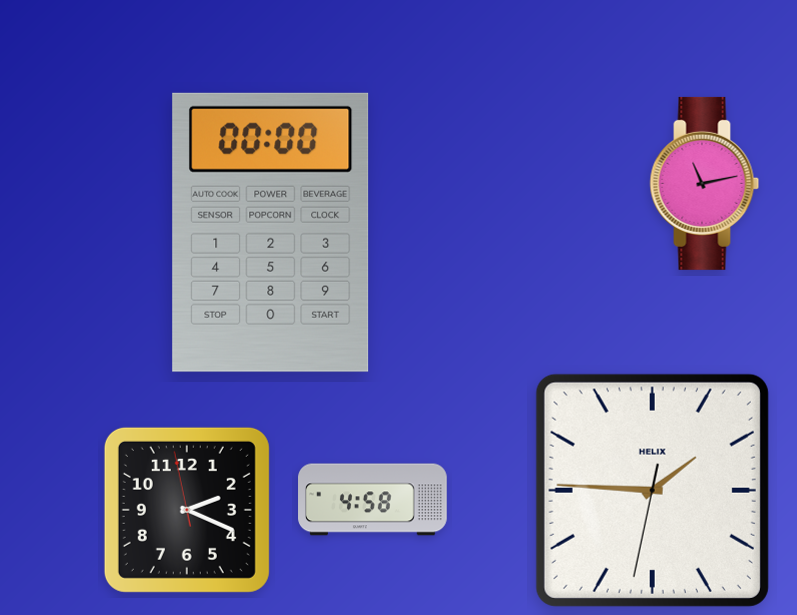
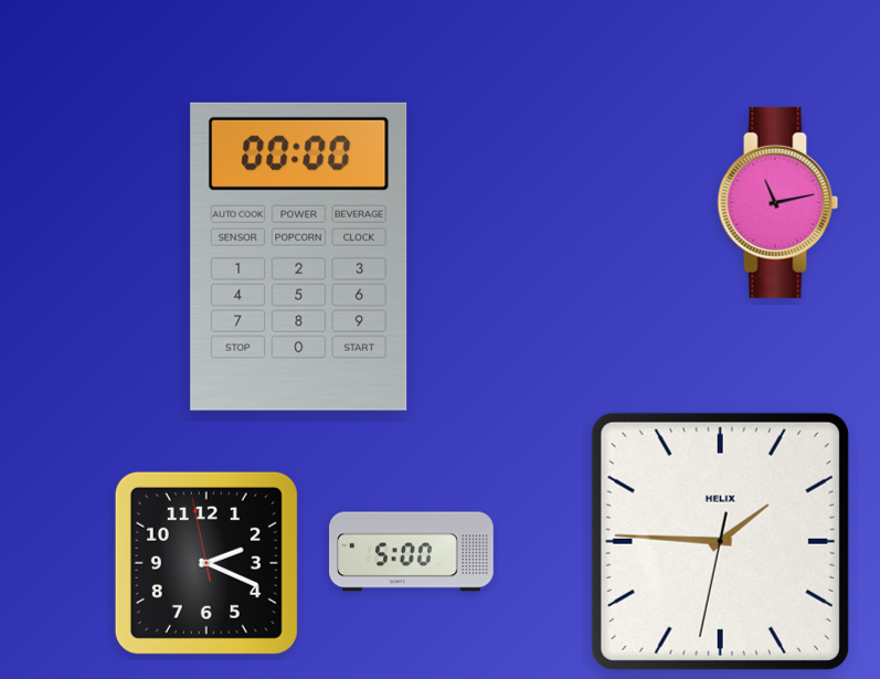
clock at (373, 500): 4:58 -> 5:00
